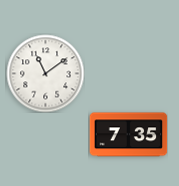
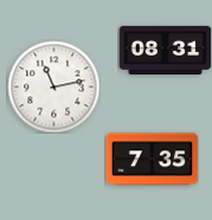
clock at (165, 50): none -> 08:31
clock at (45, 73): 11:09 -> 11:13
